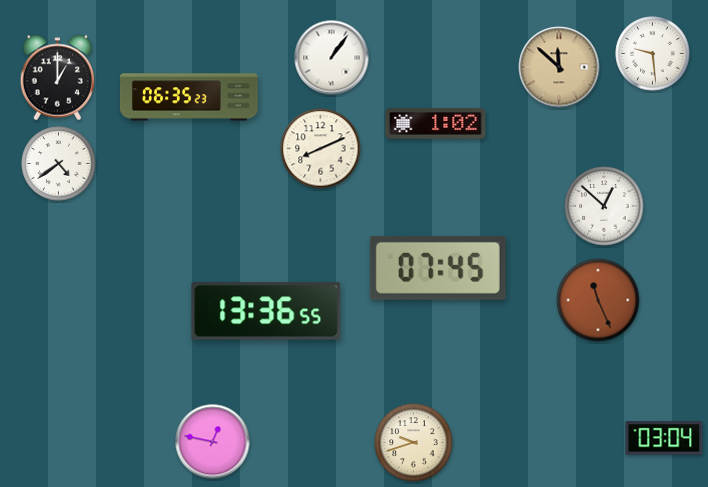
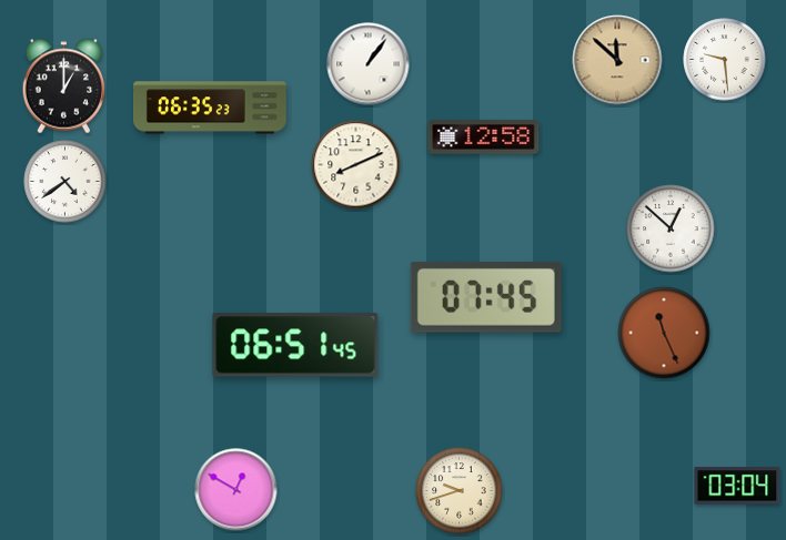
clock at (559, 67) position: (559, 67) -> (617, 60)
clock at (436, 124): 1:02 -> 12:58
clock at (266, 311): 13:36 -> 06:51
clock at (213, 442): 12:47 -> 12:50
